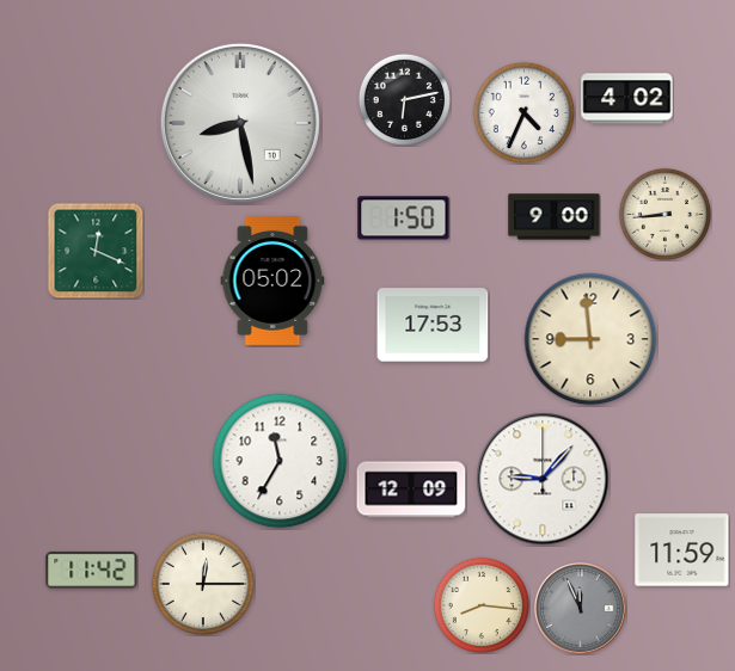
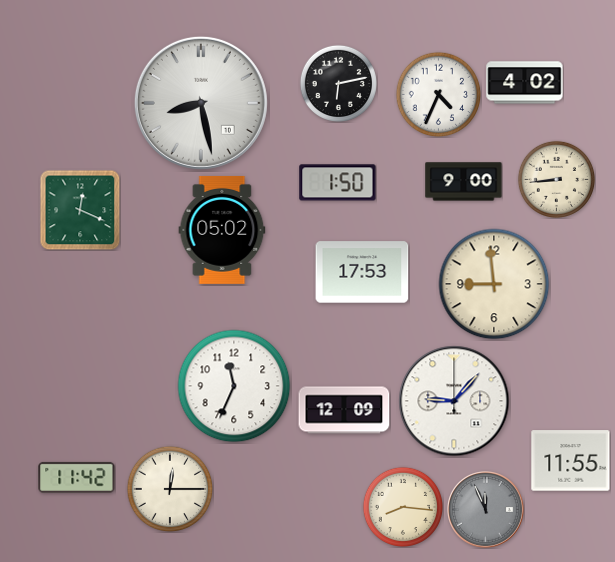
clock at (272, 281) position: (272, 281) -> (222, 230)
clock at (280, 461): 11:35 -> 11:34
clock at (682, 550): 11:59 -> 11:55
